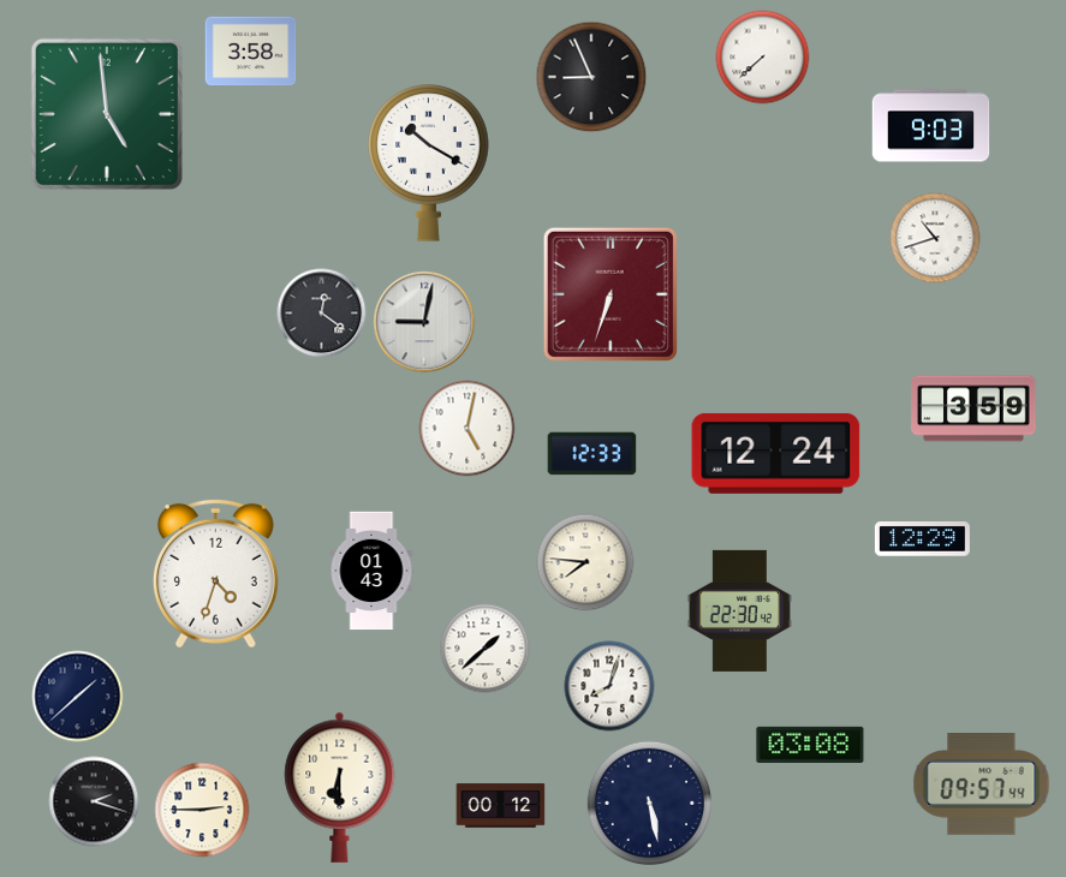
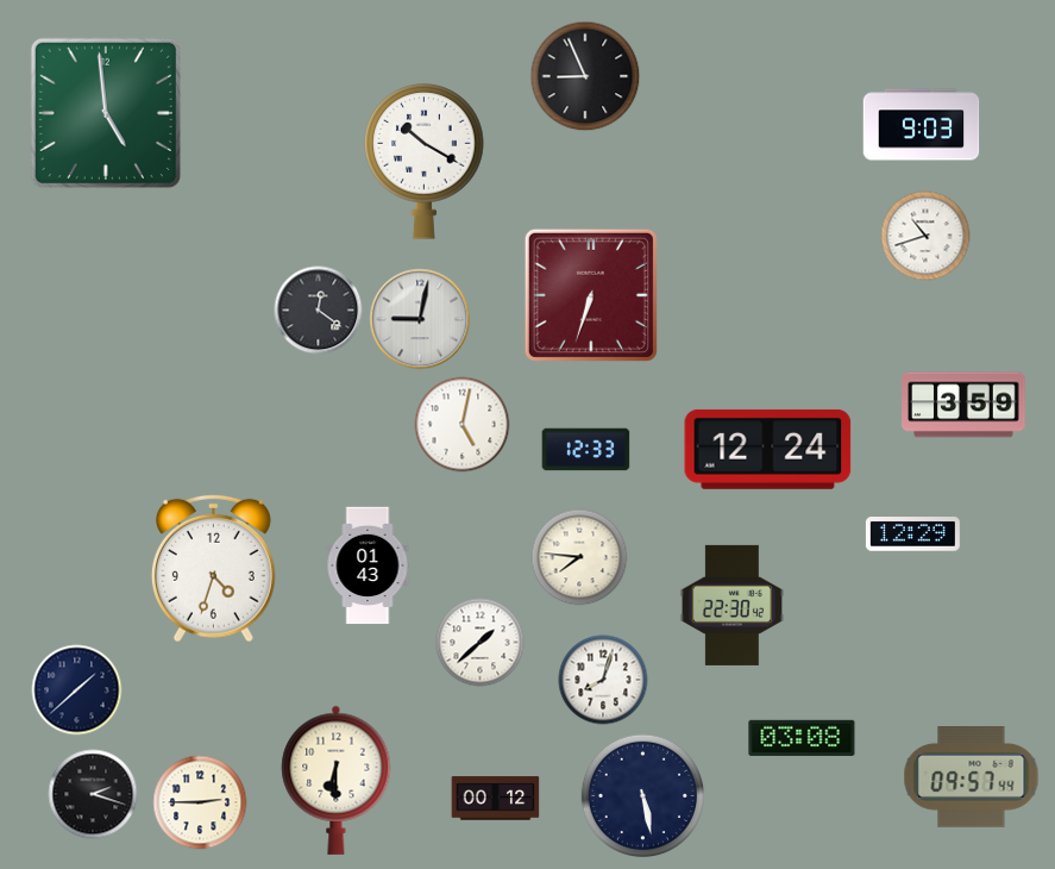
clock at (251, 52): 3:58 -> none
clock at (763, 58): 7:38 -> none
clock at (611, 294) position: (611, 294) -> (591, 295)
